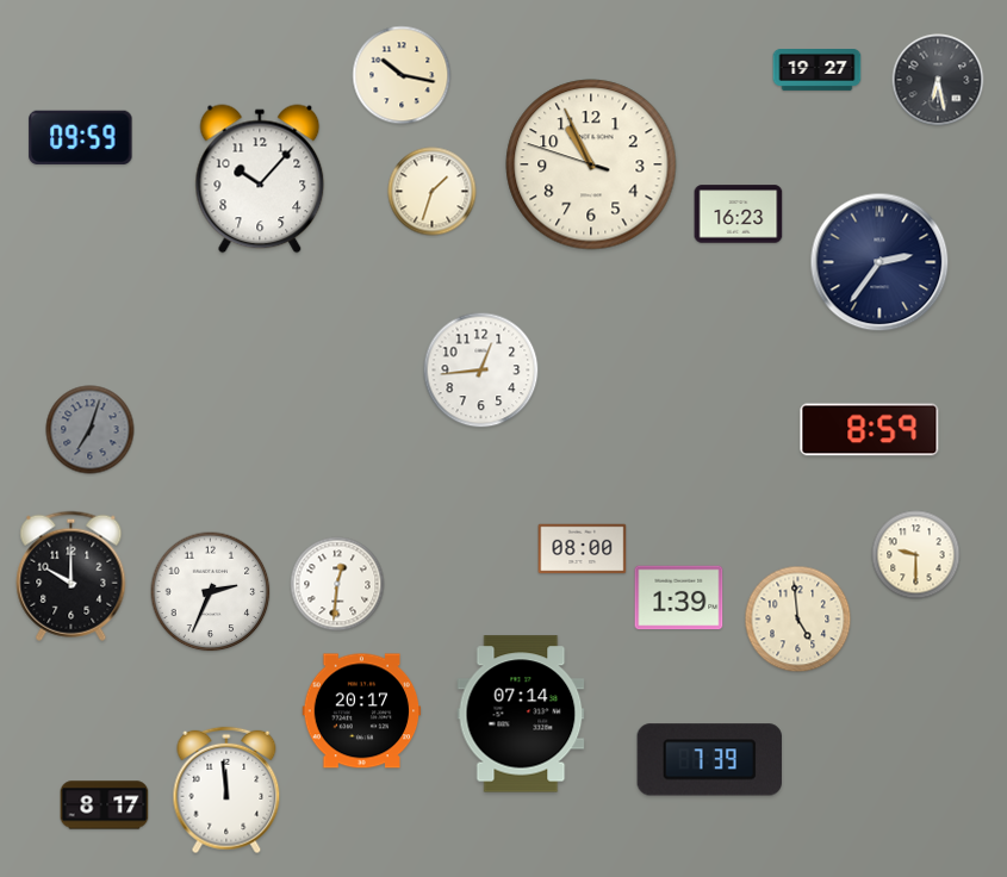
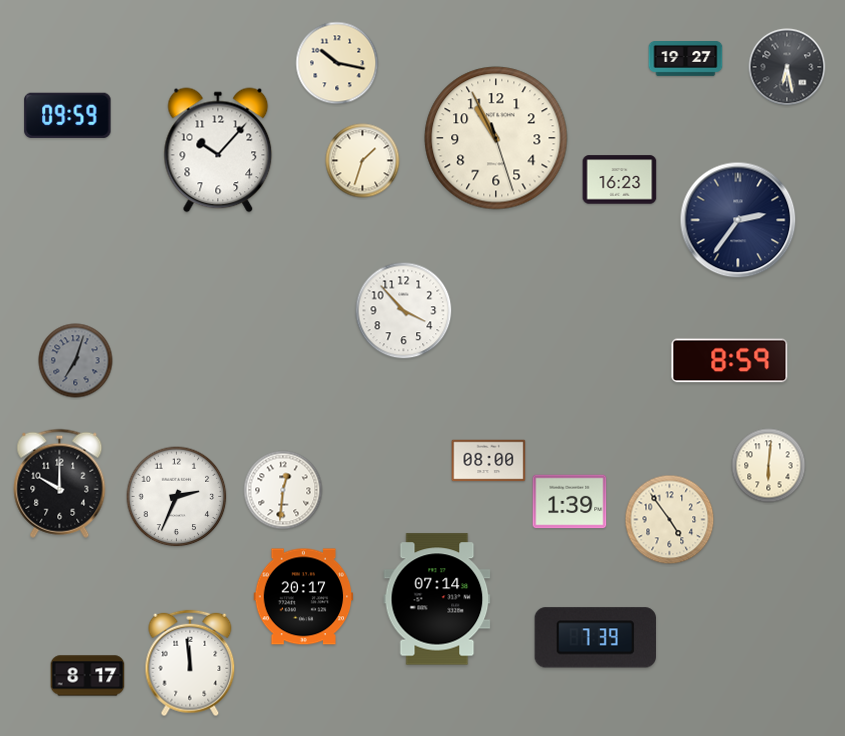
clock at (591, 164): 10:55:48 -> 10:55:27
clock at (481, 371): 12:44 -> 3:53
clock at (916, 555): 9:30 -> 6:01
clock at (798, 620): 4:59 -> 4:54
